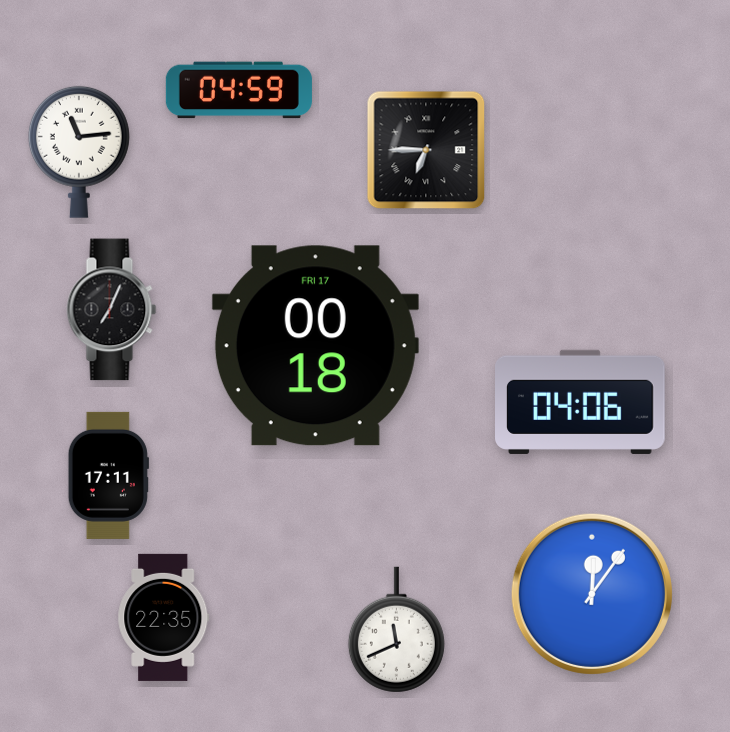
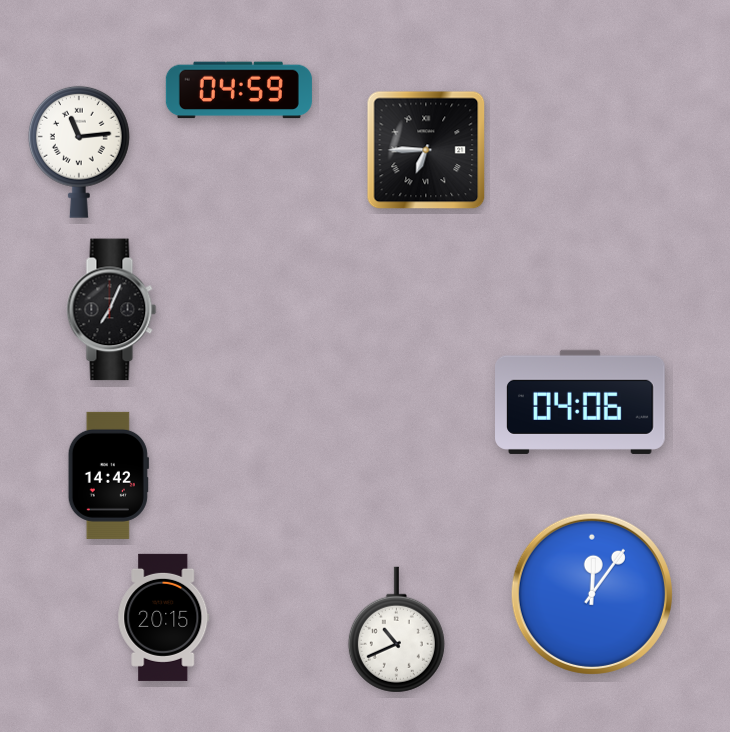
clock at (315, 346): 00:18 -> none
clock at (108, 475): 17:11 -> 14:42
clock at (164, 617): 22:35 -> 20:15
clock at (396, 630): 11:41 -> 10:41
